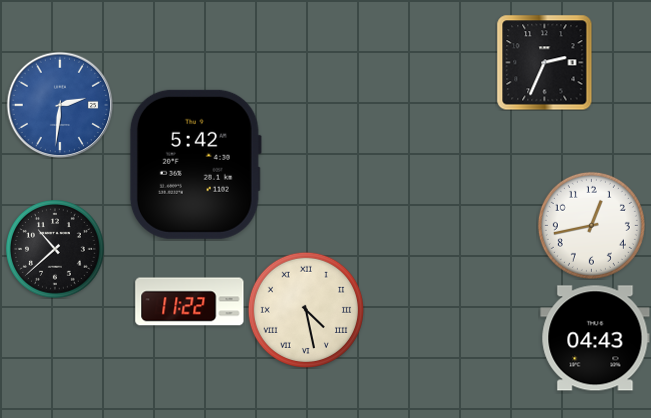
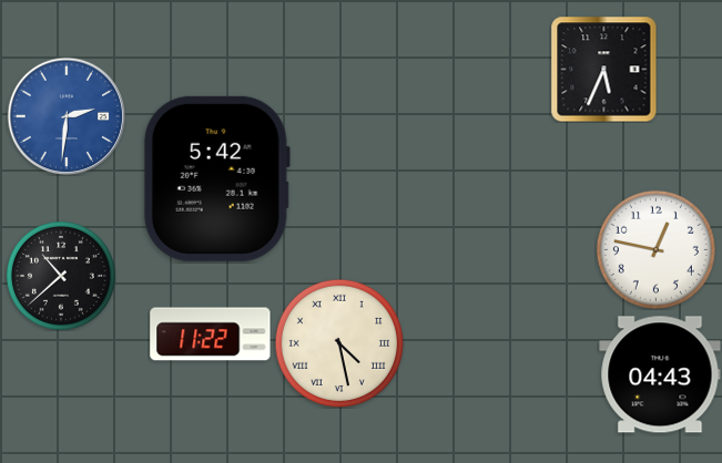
clock at (544, 62): 2:34 -> 5:34
clock at (195, 164) position: (195, 164) -> (216, 178)
clock at (591, 225): 12:43 -> 12:47
